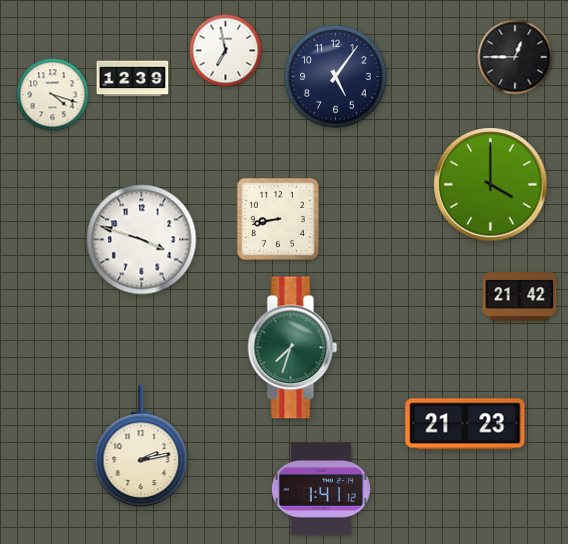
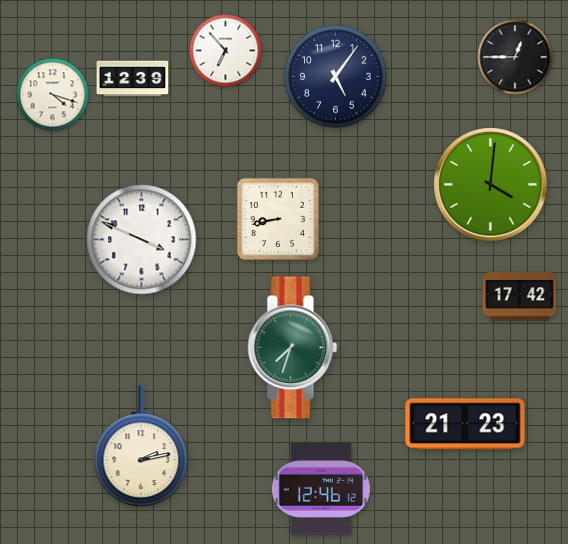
clock at (226, 51): 6:58 -> 6:53
clock at (491, 185): 4:00 -> 4:01
clock at (142, 240): 3:48 -> 3:49
clock at (520, 297): 21:42 -> 17:42
clock at (321, 489): 1:41 -> 12:46
